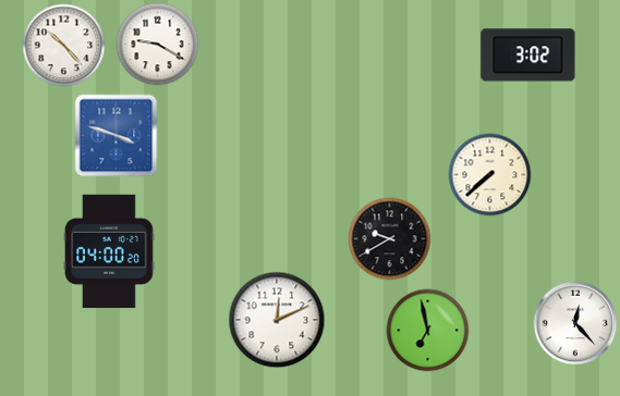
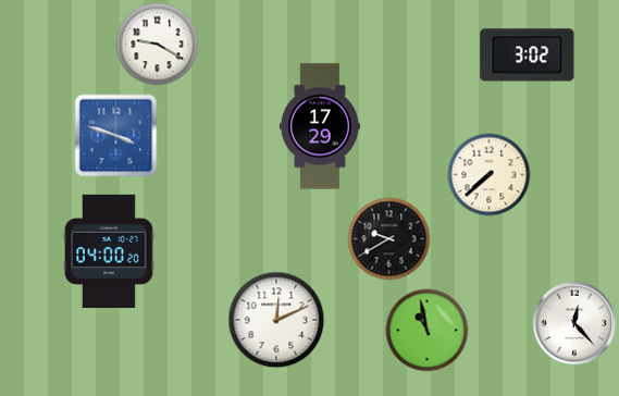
clock at (64, 46): 10:23 -> none
clock at (320, 126): none -> 17:29
clock at (428, 331): 6:58 -> 10:58
